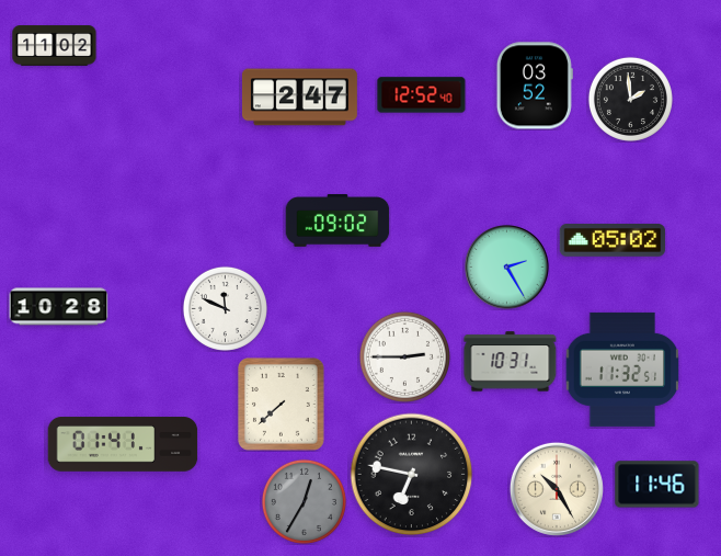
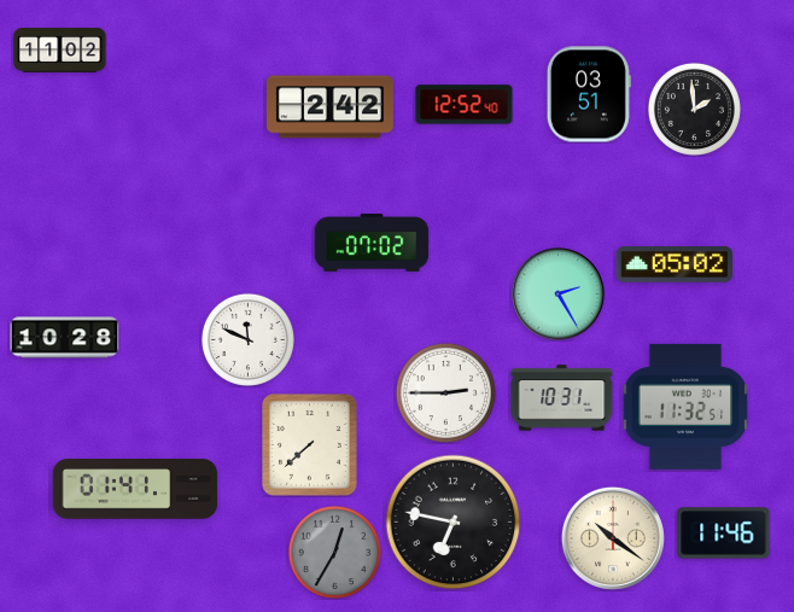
clock at (535, 86): 03:52 -> 03:51
clock at (299, 98): 2:47 -> 2:42
clock at (337, 220): 09:02 -> 07:02
clock at (557, 489): 10:25 -> 10:21
